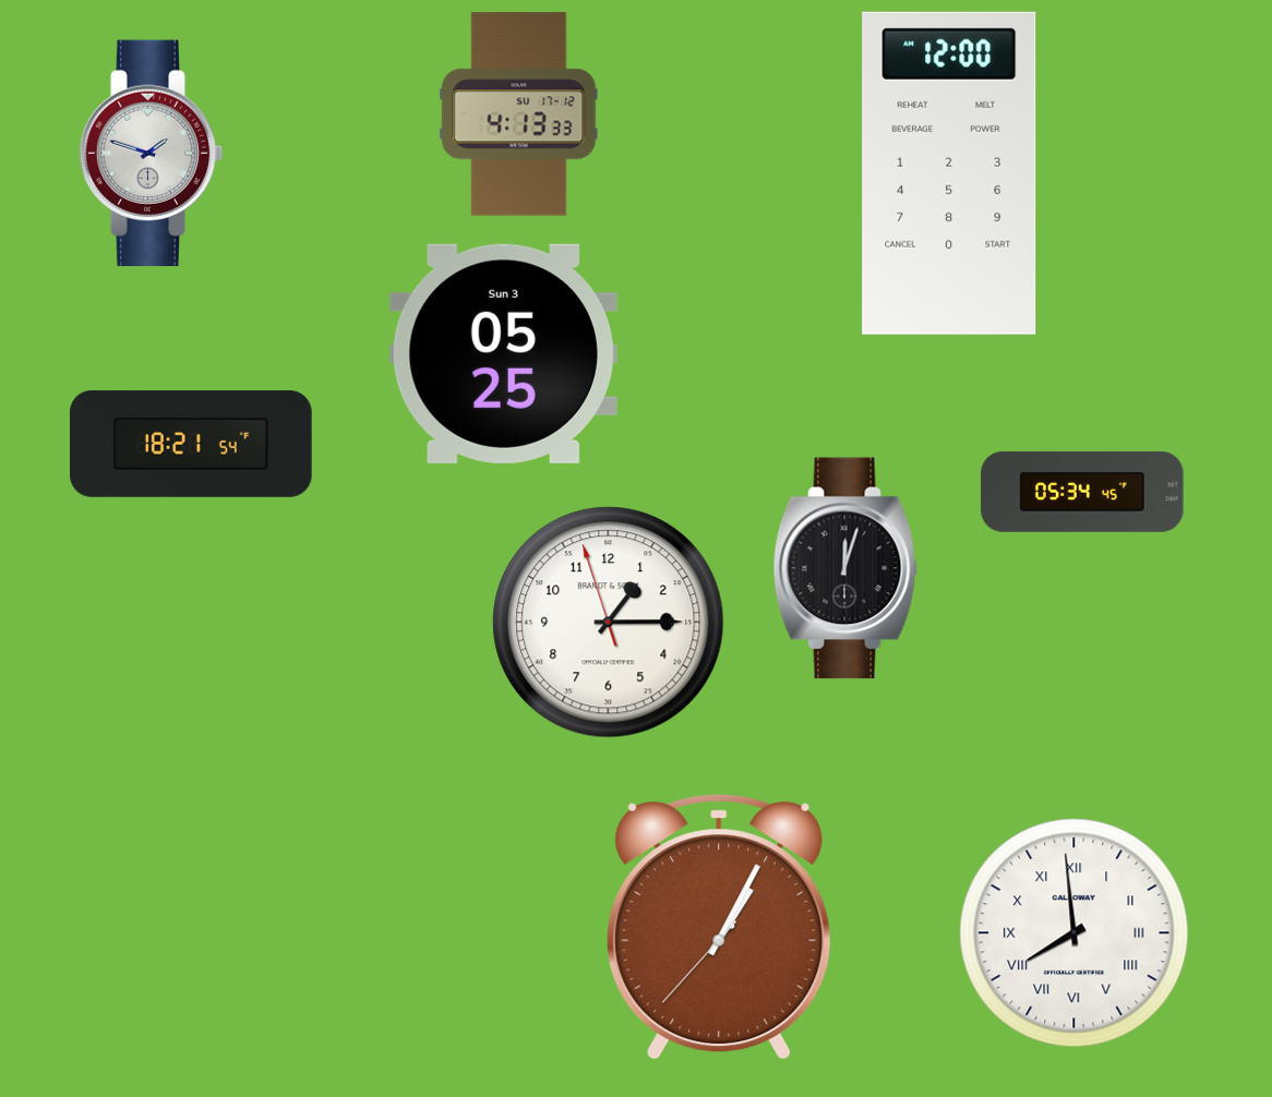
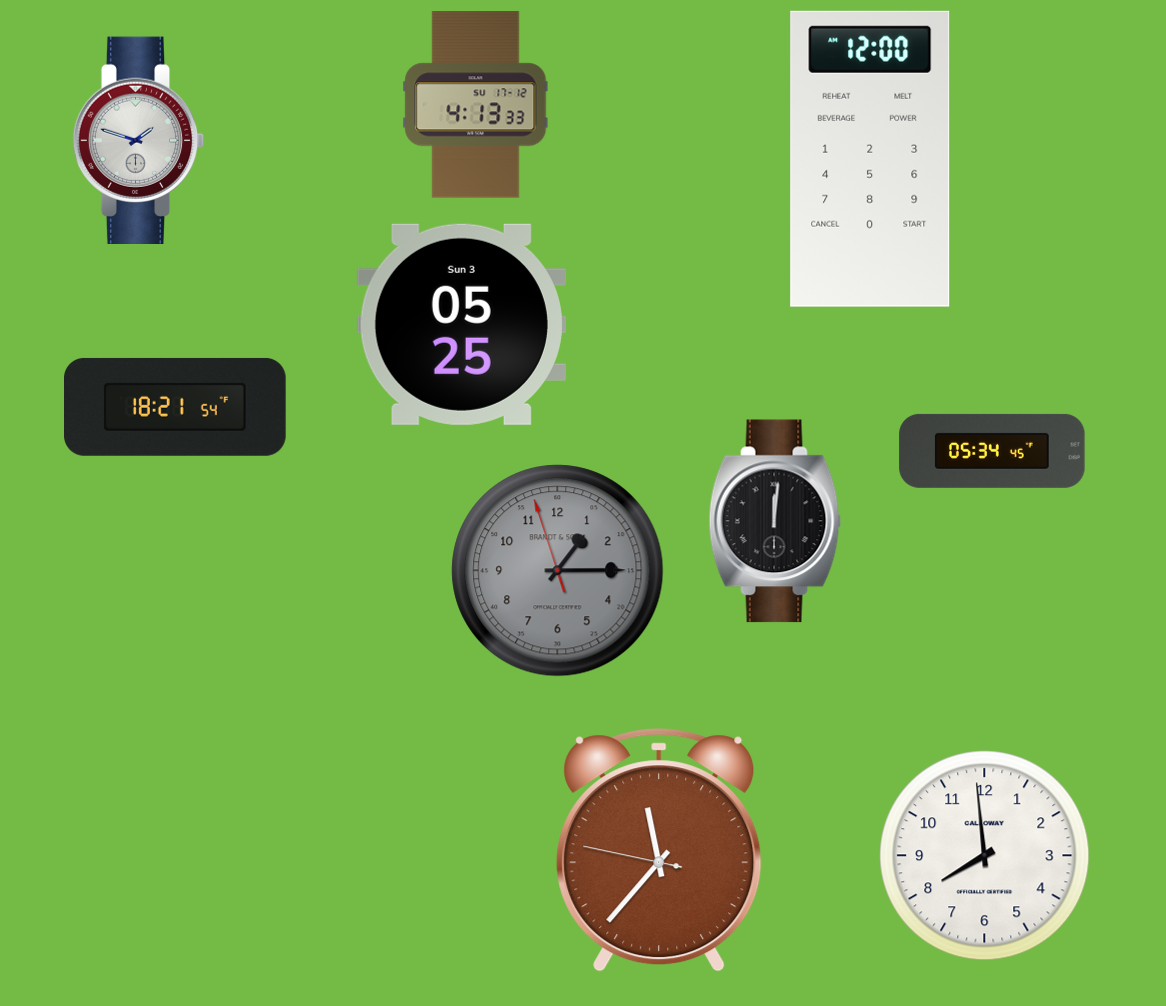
clock at (845, 568): 12:03 -> 12:01
clock at (609, 623) dial: white -> grey
clock at (719, 927): 1:04 -> 11:36
clock at (1075, 933) numerals: Roman -> Arabic
